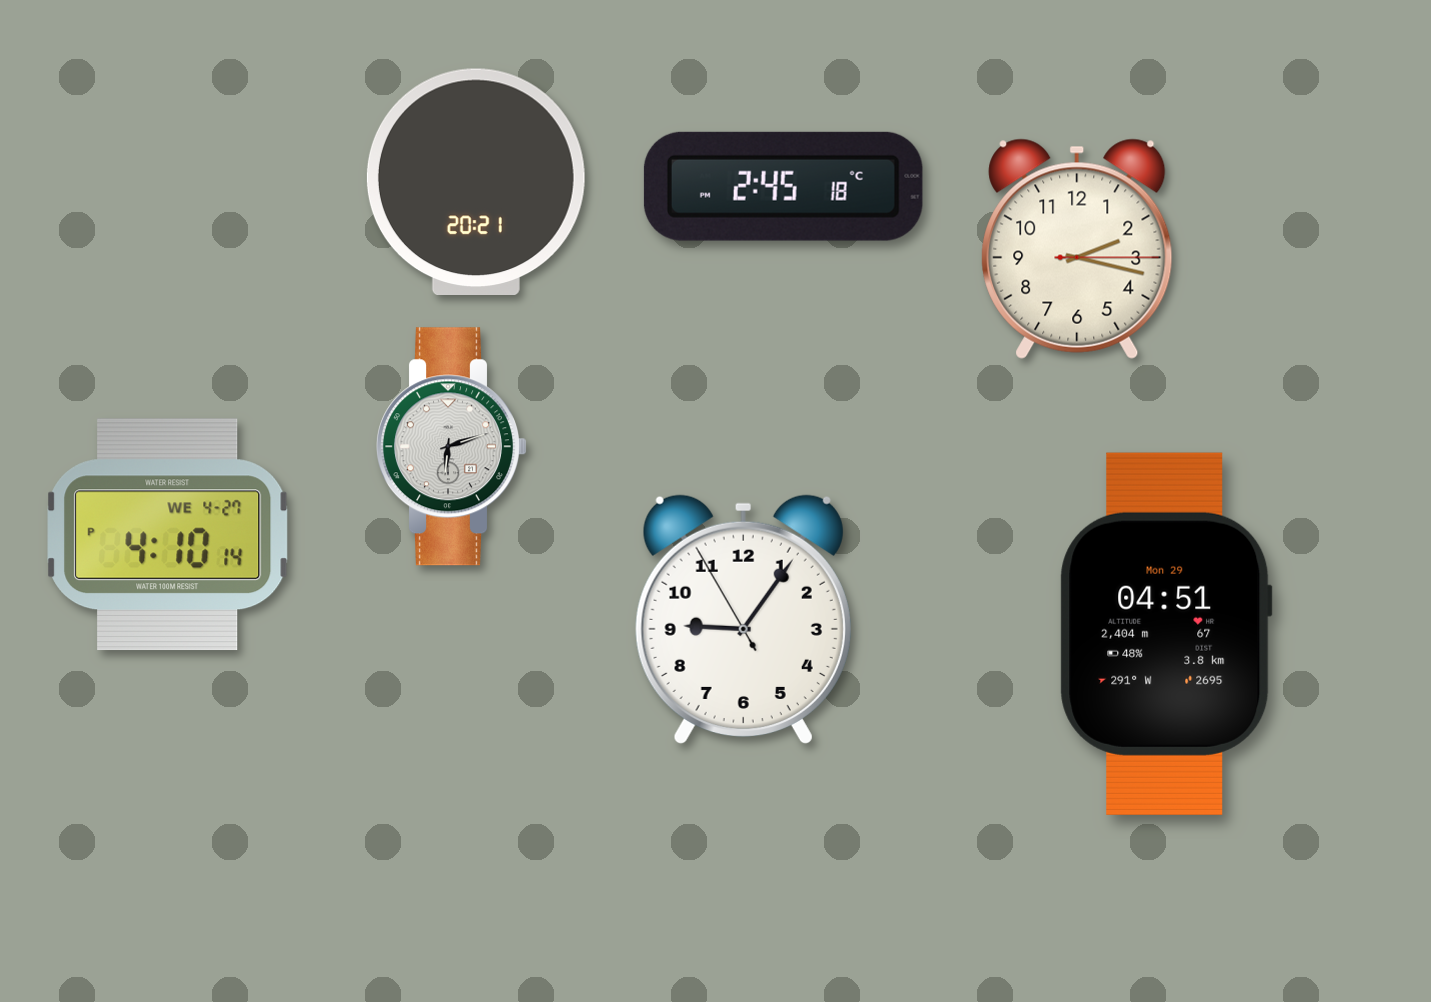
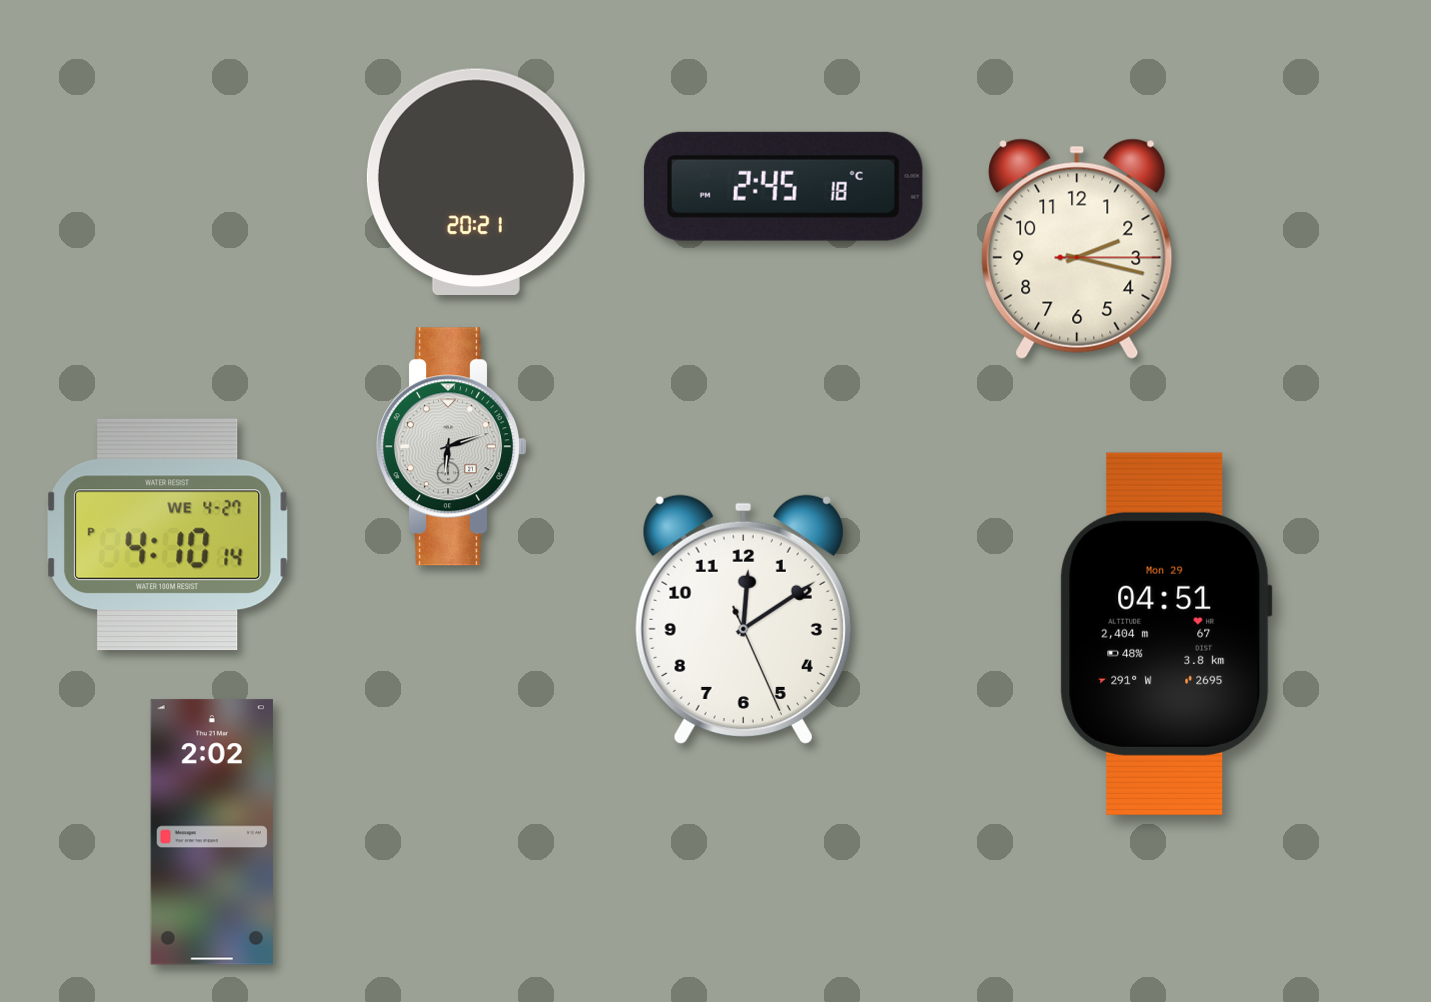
clock at (743, 620): 9:05 -> 12:09
clock at (212, 832): none -> 2:02
